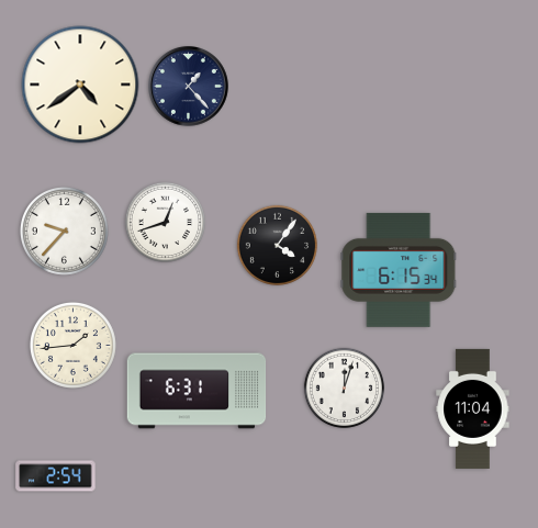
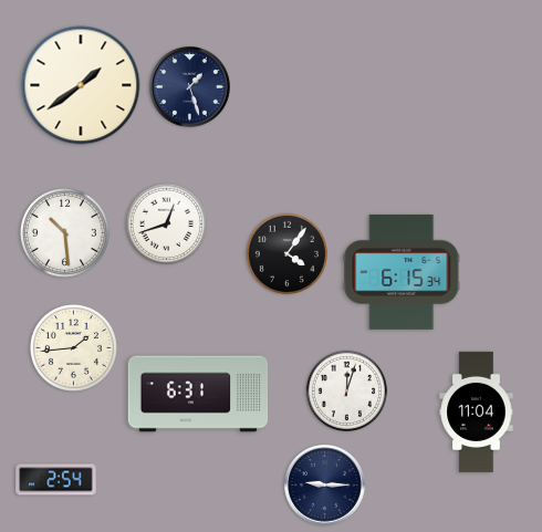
clock at (80, 85): 4:39 -> 1:39
clock at (189, 87): 1:23 -> 1:27
clock at (64, 231): 9:37 -> 10:29
clock at (278, 246) position: (278, 246) -> (288, 254)
clock at (325, 486): none -> 9:15
